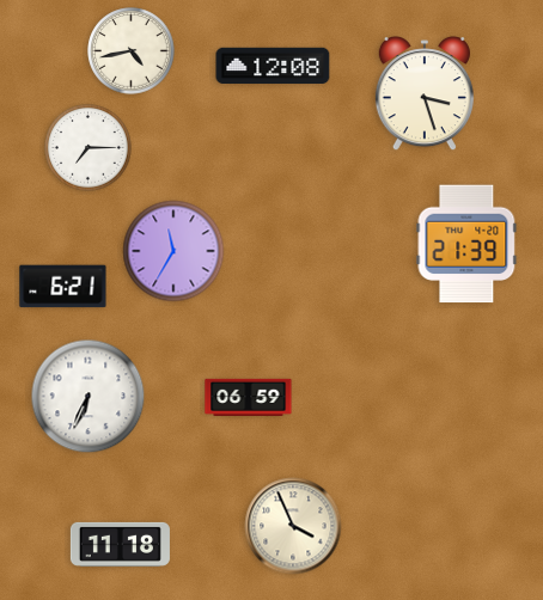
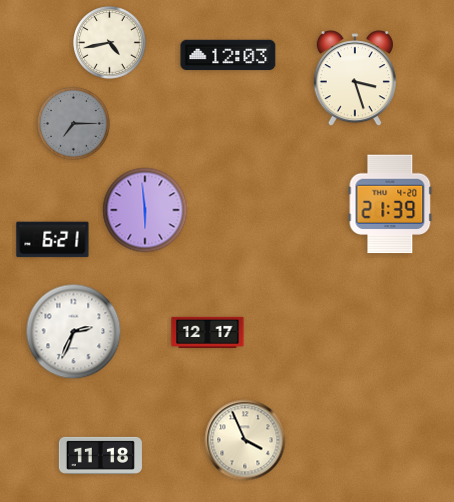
clock at (273, 66): 12:08 -> 12:03
clock at (89, 148) dial: white -> grey
clock at (173, 251): 11:35 -> 5:59
clock at (89, 397): 6:34 -> 2:34
clock at (249, 397): 06:59 -> 12:17
